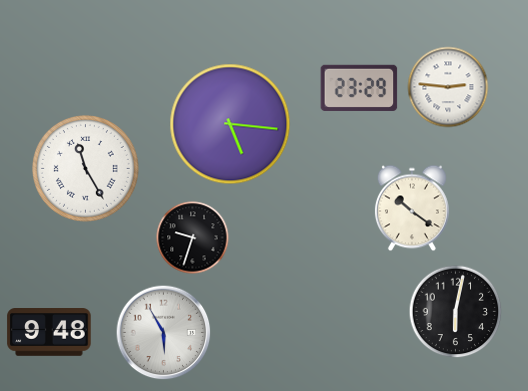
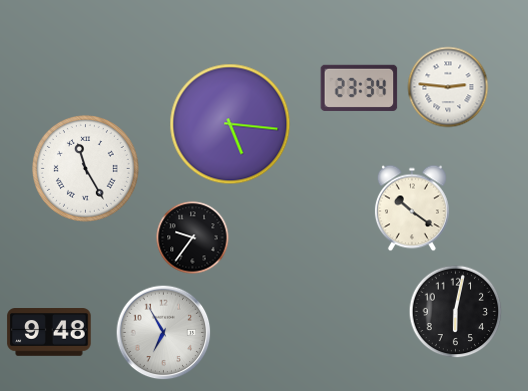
clock at (359, 88): 23:29 -> 23:34
clock at (193, 238): 9:33 -> 9:36
clock at (164, 333): 5:55 -> 6:55
